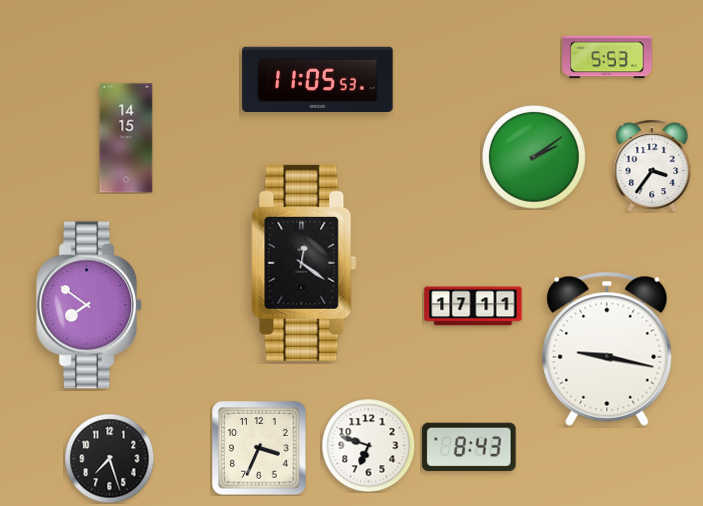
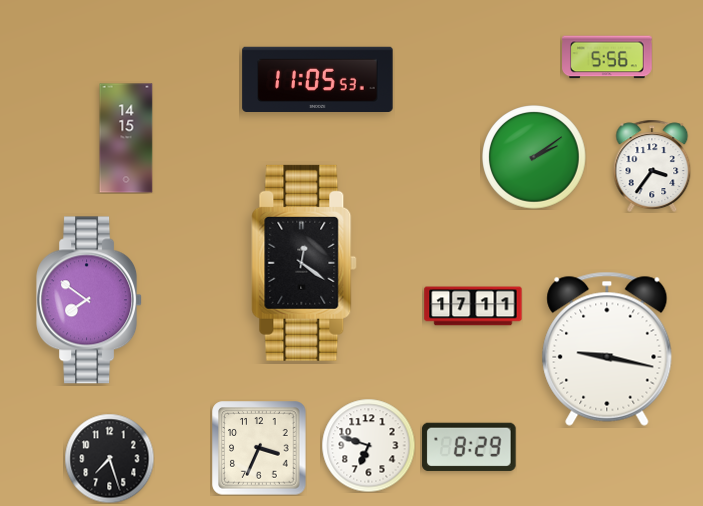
clock at (607, 57): 5:53 -> 5:56
clock at (90, 305) position: (90, 305) -> (90, 300)
clock at (469, 447): 8:43 -> 8:29
